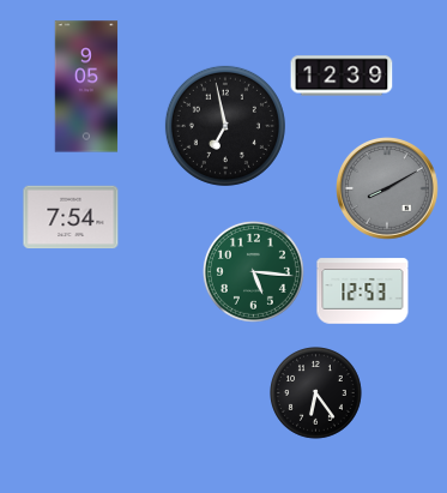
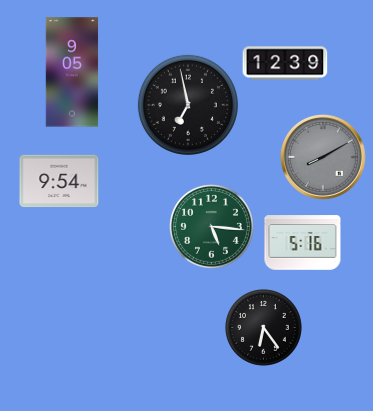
clock at (71, 217): 7:54 -> 9:54
clock at (363, 291): 12:53 -> 5:16
